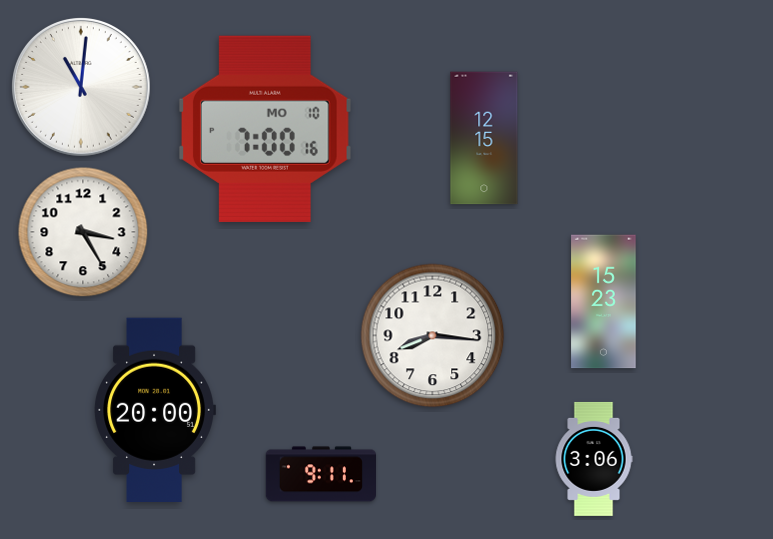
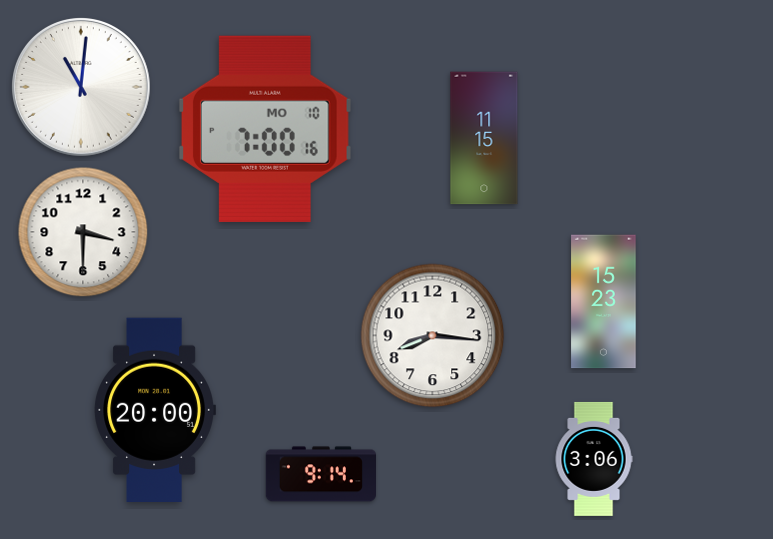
clock at (484, 138): 12:15 -> 11:15
clock at (83, 232): 3:25 -> 3:30
clock at (320, 474): 9:11 -> 9:14
